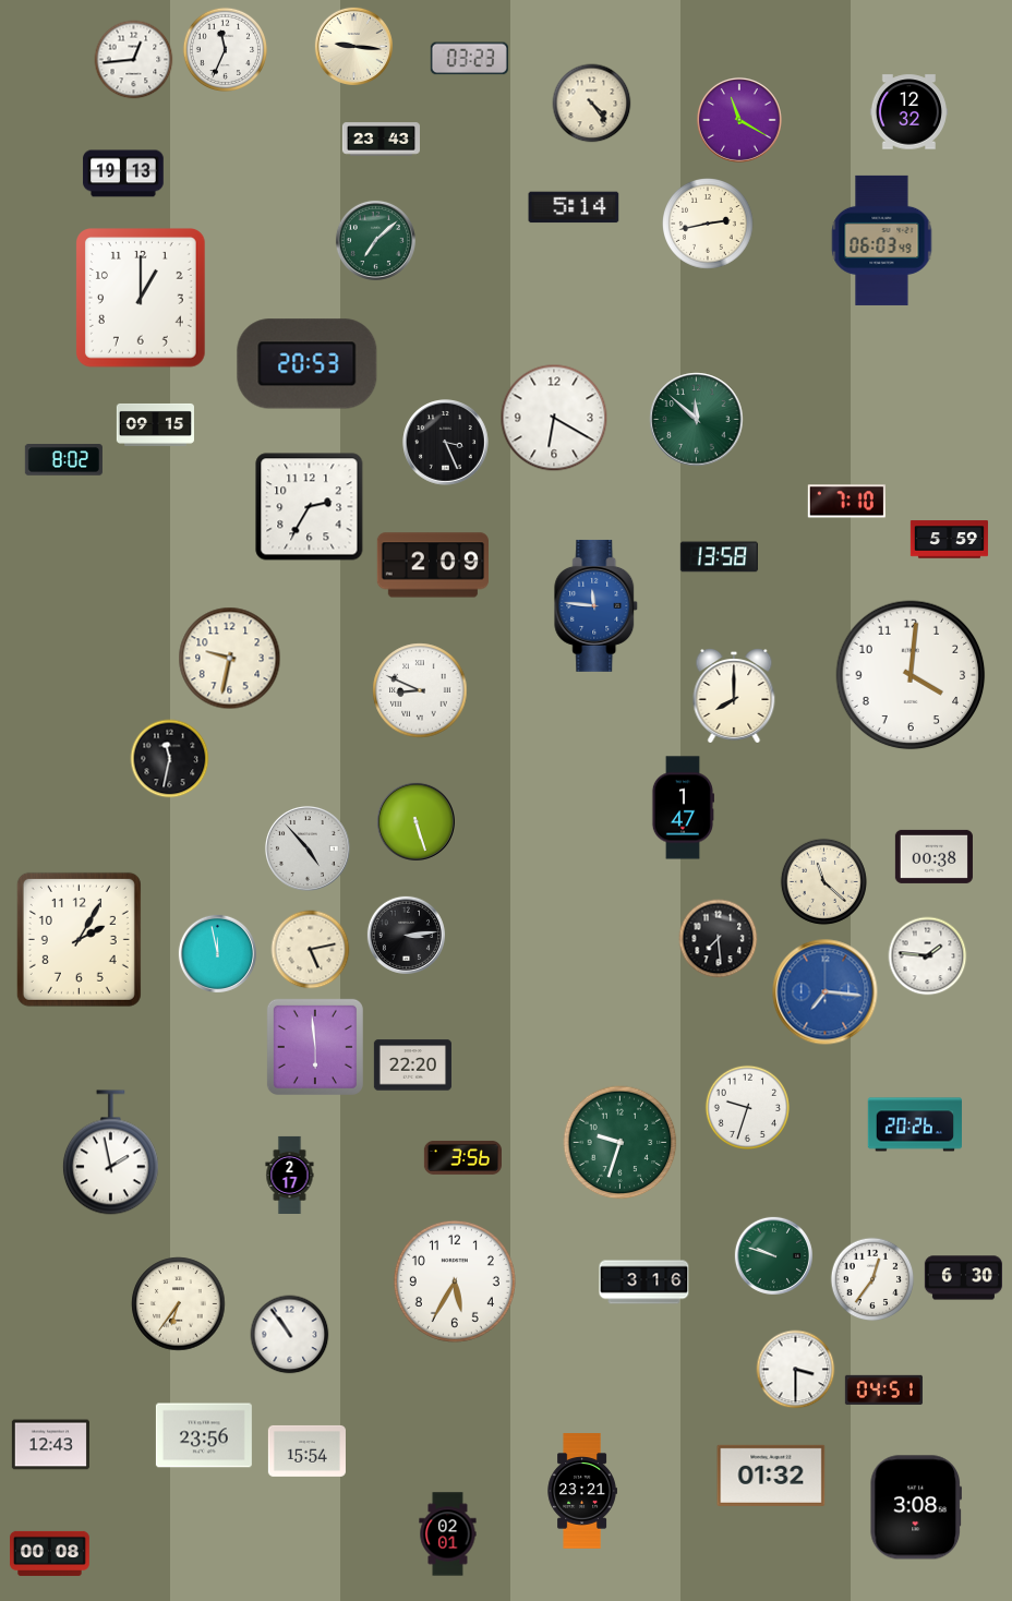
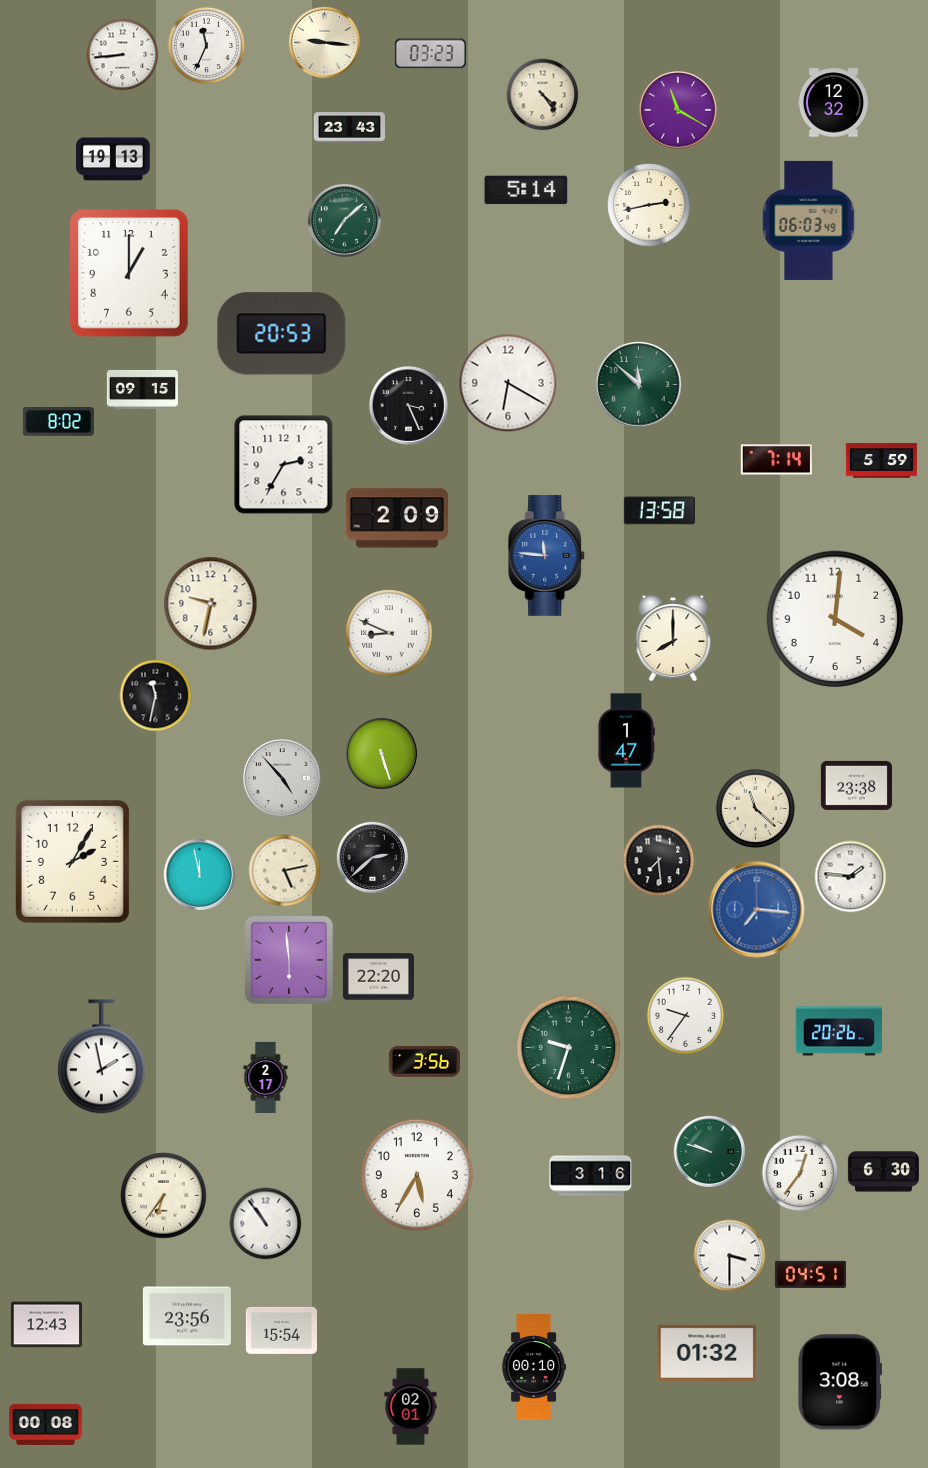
clock at (134, 60): 12:44 -> 8:44
clock at (846, 502): 7:10 -> 7:14
clock at (949, 540) position: (949, 540) -> (881, 461)
clock at (420, 690) position: (420, 690) -> (389, 633)
clock at (933, 856): 00:38 -> 23:38
clock at (406, 935): 3:14 -> 2:38
clock at (747, 1107): 9:33 -> 9:36
clock at (582, 1491): 23:21 -> 00:10
